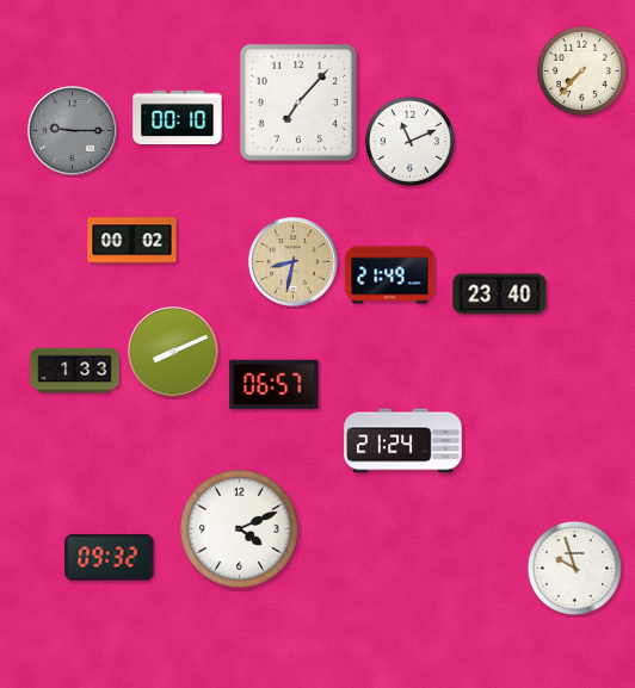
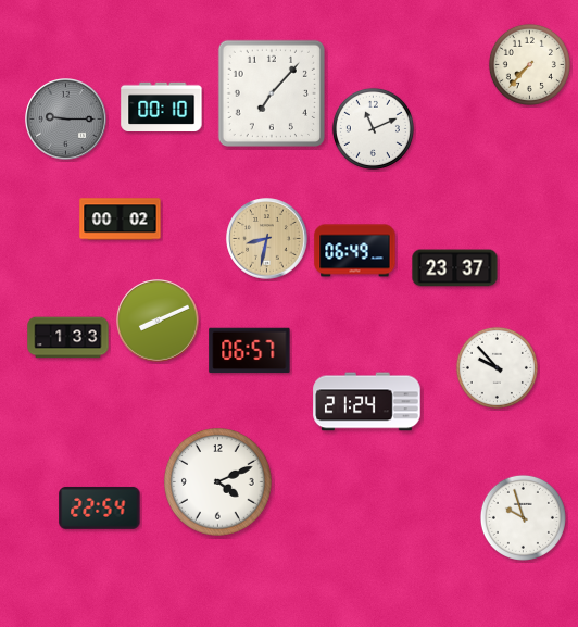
clock at (390, 275): 21:49 -> 06:49
clock at (500, 295): 23:40 -> 23:37
clock at (497, 367): none -> 9:53
clock at (110, 557): 09:32 -> 22:54
